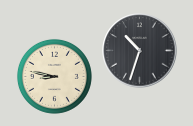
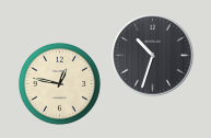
clock at (54, 76): 8:47 -> 12:47
